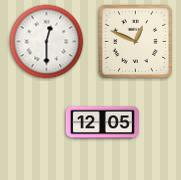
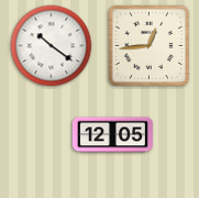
clock at (47, 42): 12:30 -> 10:21
clock at (136, 42): 12:49 -> 12:44
